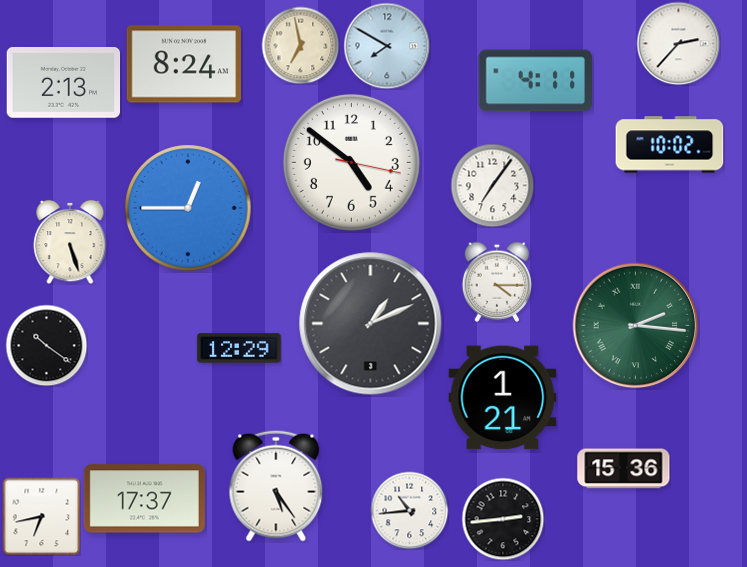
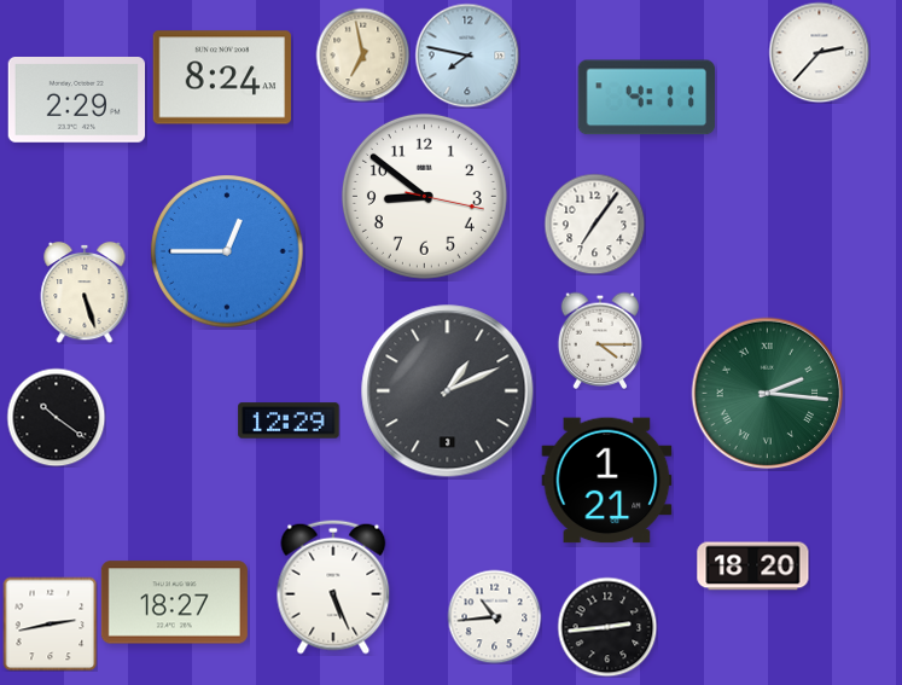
clock at (387, 46): 7:50 -> 7:47
clock at (64, 83): 2:13 -> 2:29
clock at (670, 145): 10:02 -> none
clock at (351, 162): 4:51 -> 8:51
clock at (624, 469): 15:36 -> 18:20
clock at (276, 486): 5:24 -> 5:26
clock at (144, 499): 17:37 -> 18:27
clock at (41, 516): 6:43 -> 2:43
